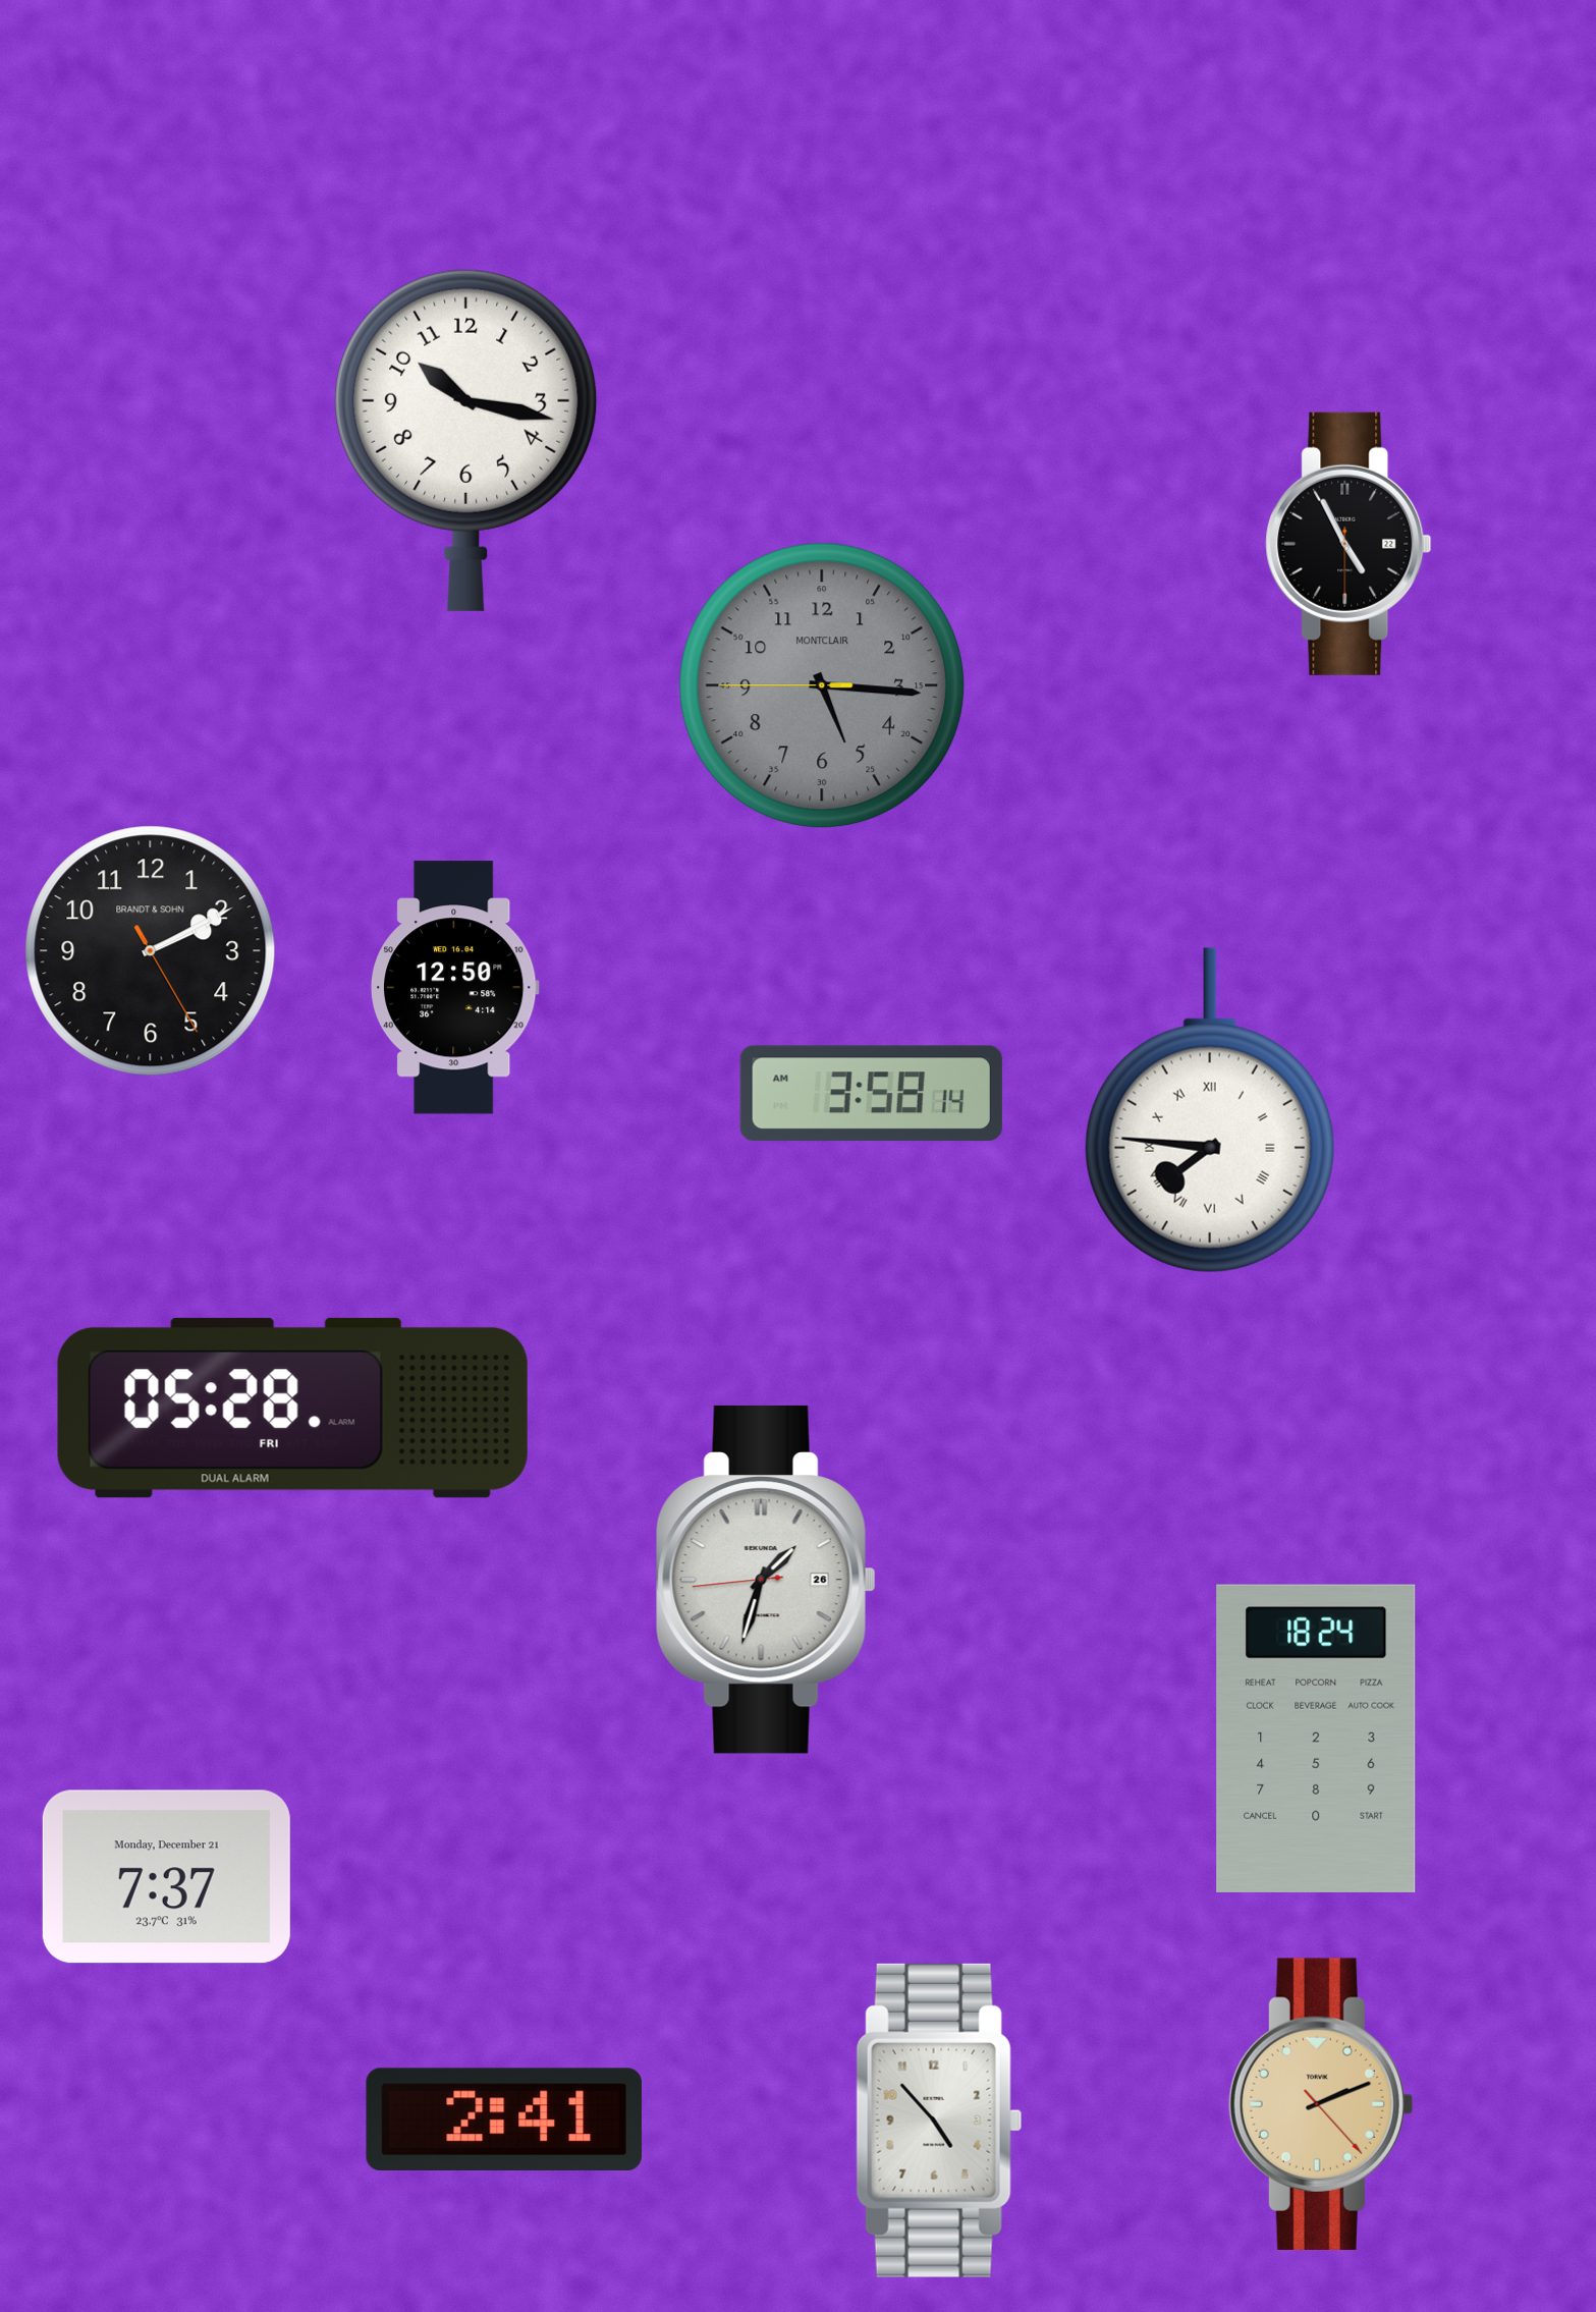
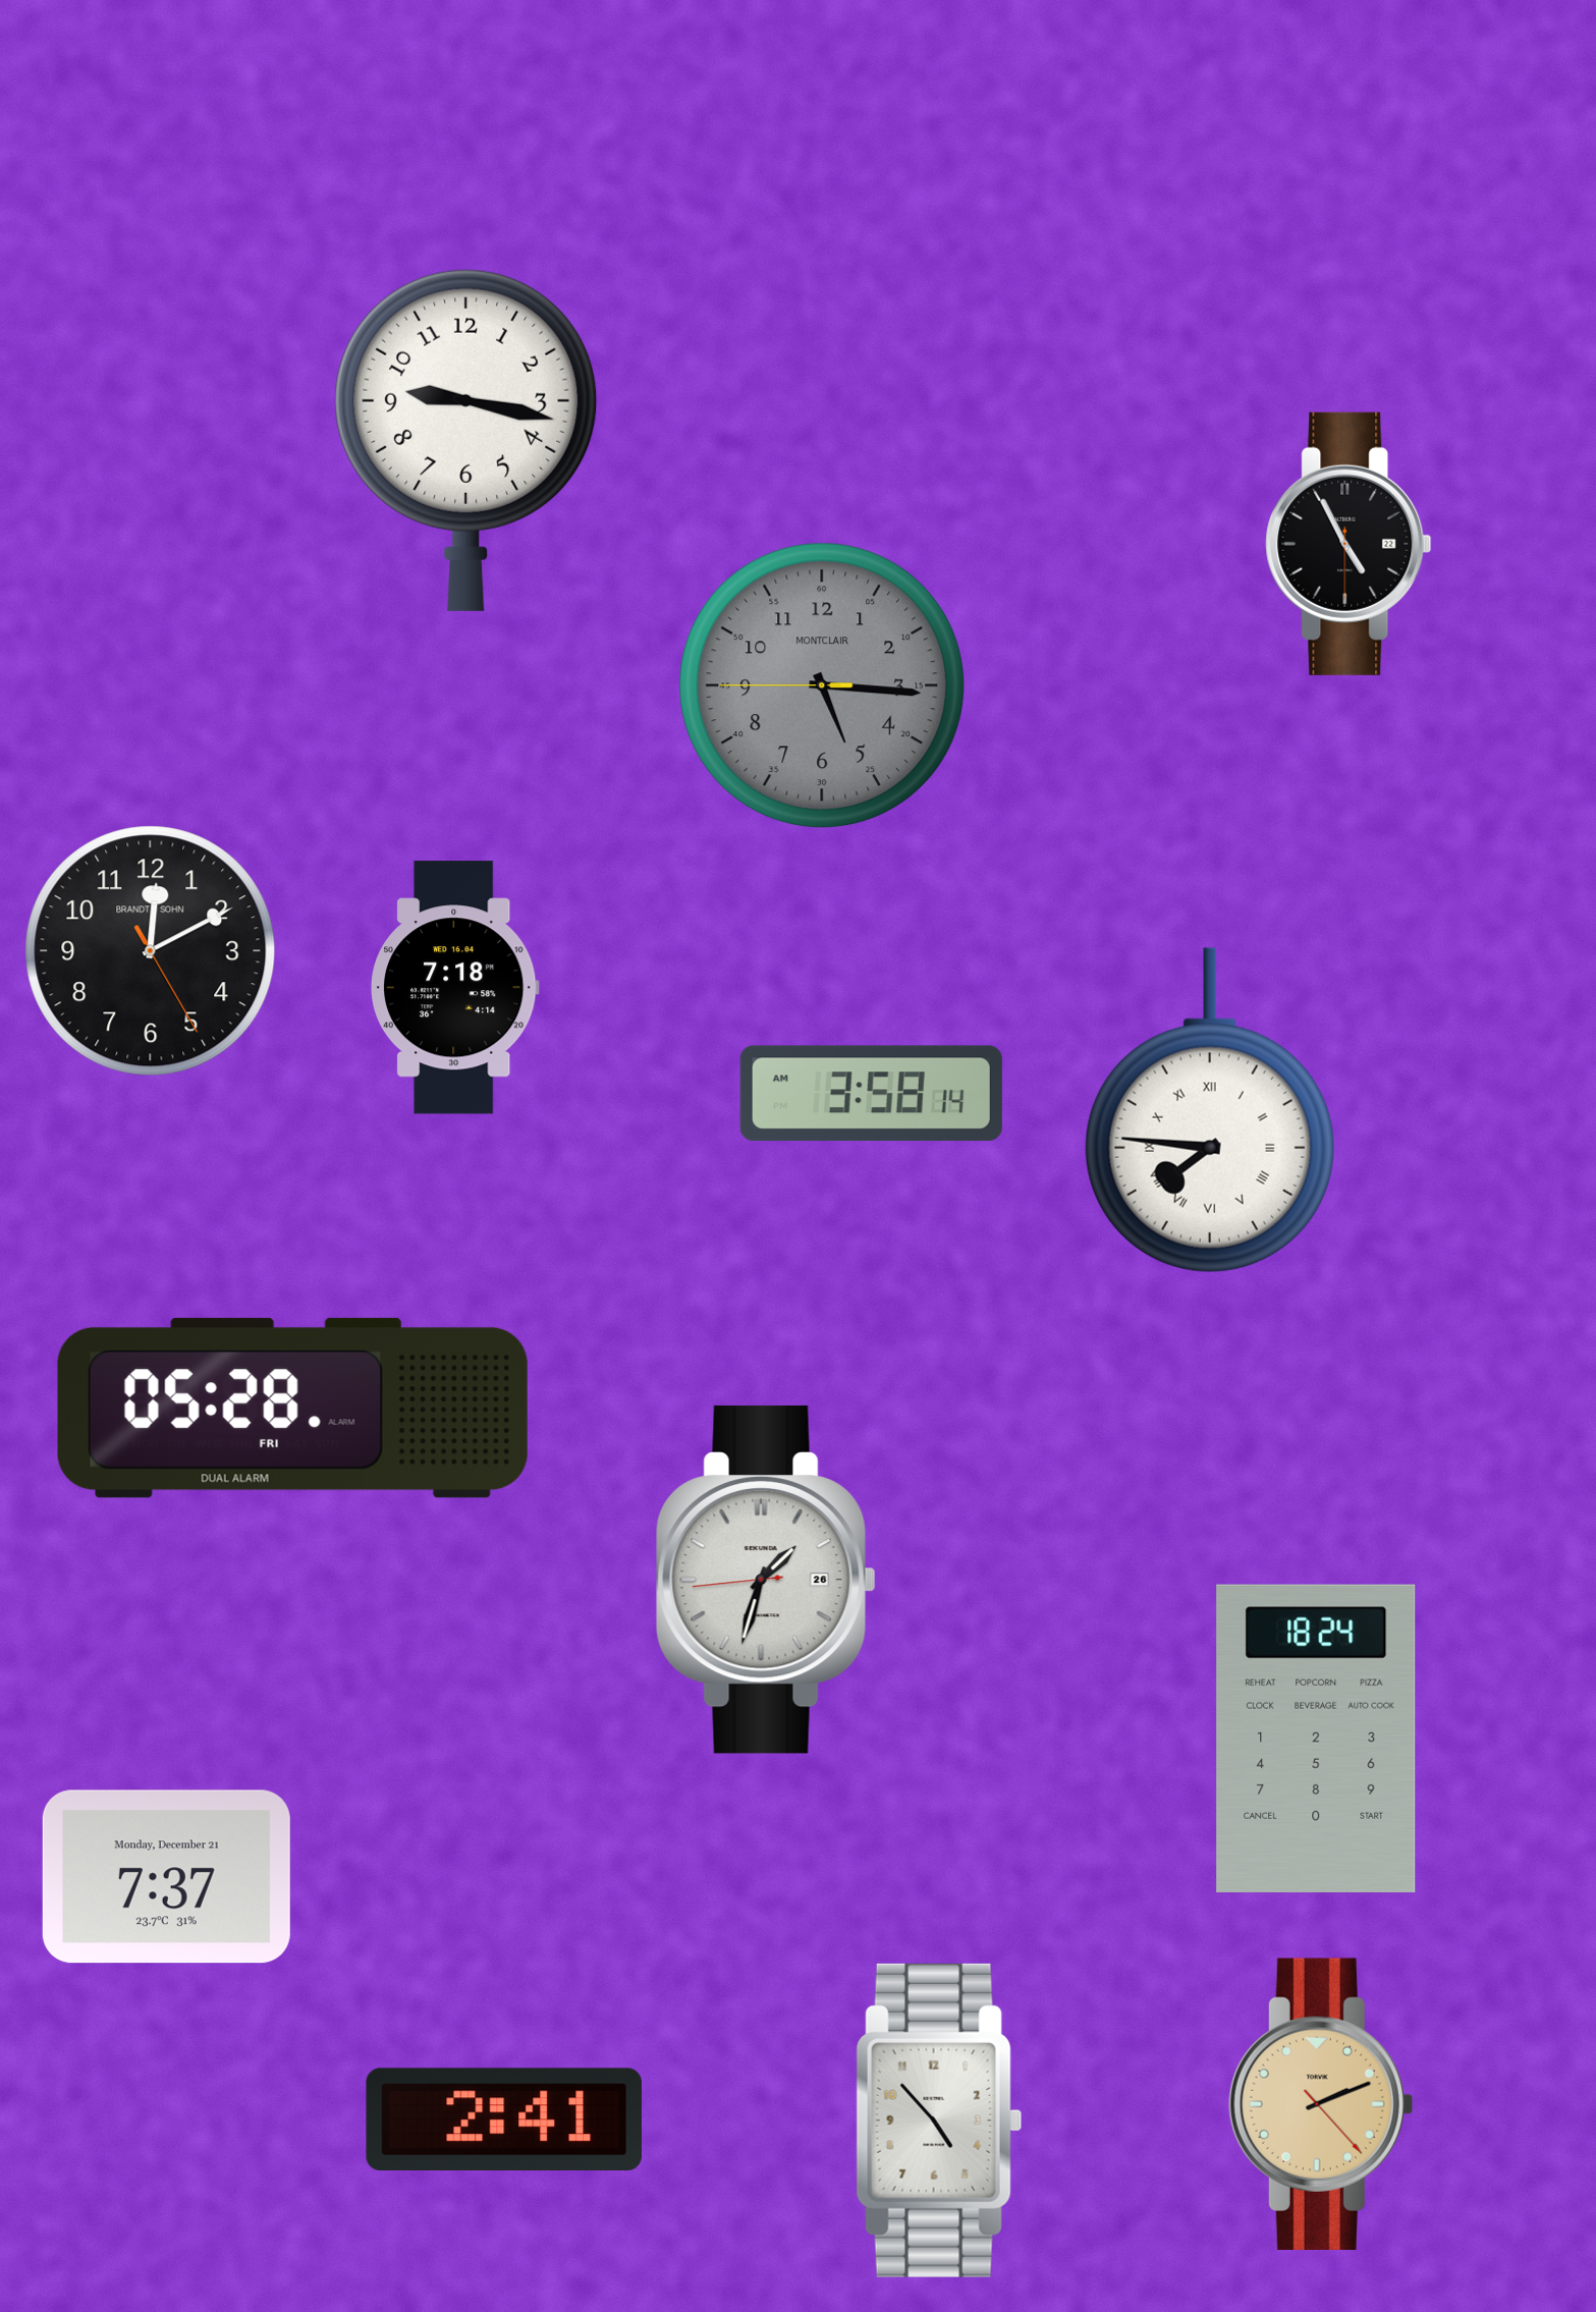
clock at (466, 440): 10:17 -> 9:17
clock at (151, 951): 2:10 -> 12:10
clock at (454, 988): 12:50 -> 7:18
